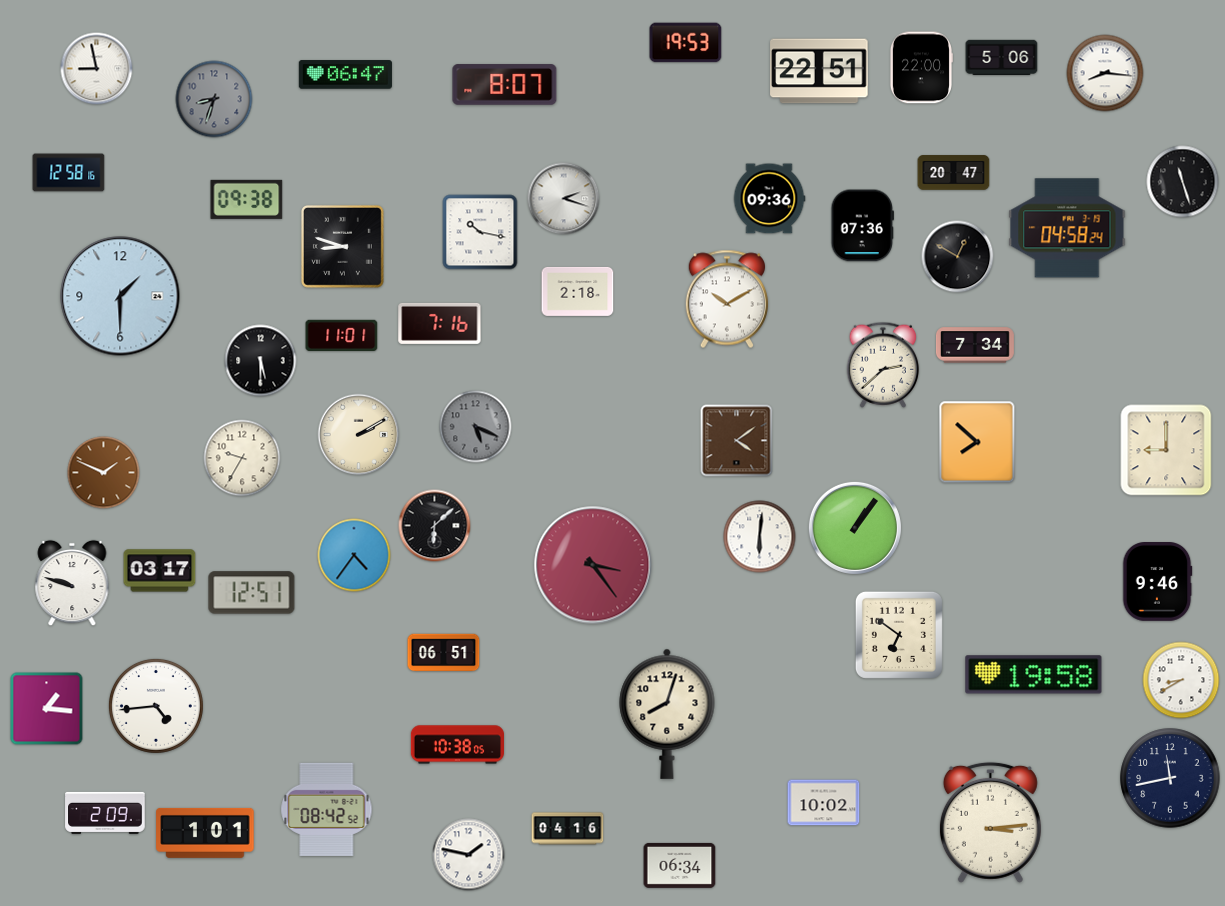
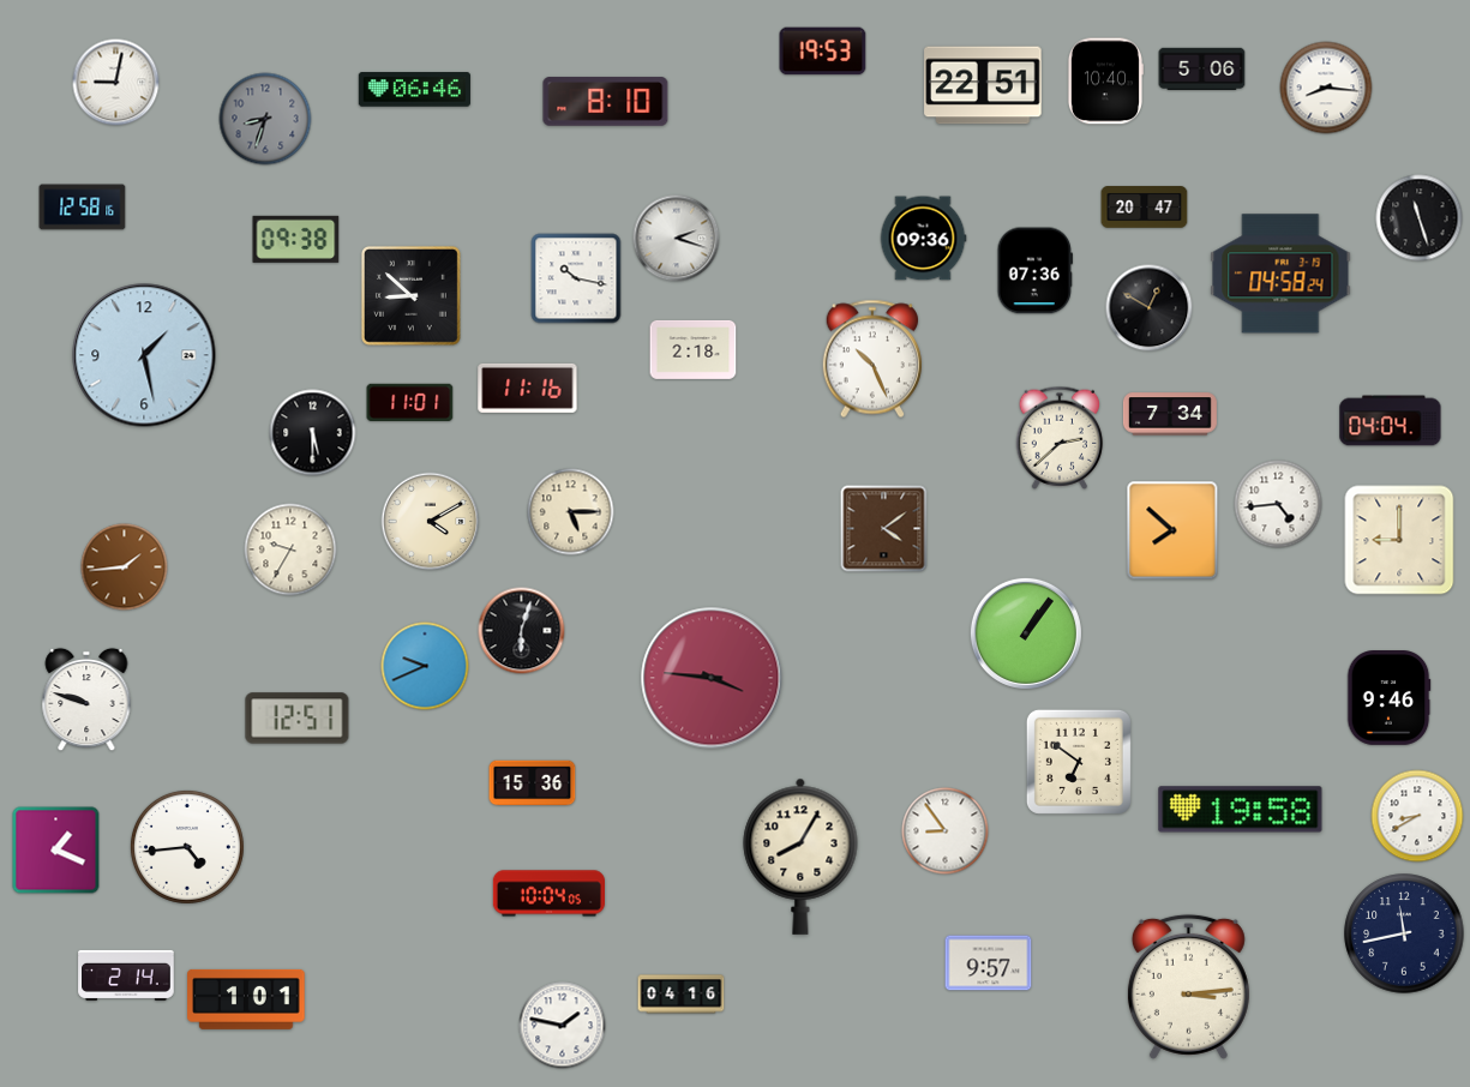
clock at (921, 68): 22:00 -> 10:40
clock at (97, 69): 8:58 -> 9:02
clock at (345, 75): 06:47 -> 06:46
clock at (505, 85): 8:07 -> 8:10
clock at (214, 99) position: (214, 99) -> (265, 119)
clock at (342, 246): 8:48 -> 8:52
clock at (120, 296): 1:30 -> 1:28
clock at (726, 299): 10:10 -> 10:26
clock at (440, 323): 7:16 -> 11:16
clock at (1391, 421): none -> 04:04
clock at (1278, 504): none -> 4:44
clock at (476, 427): 5:19 -> 5:15
clock at (476, 427) dial: grey -> cream
clock at (359, 435): 2:10 -> 4:10
clock at (104, 473): 1:49 -> 1:44
clock at (435, 526): 6:08 -> 6:03
clock at (760, 537): 6:01 -> none
clock at (354, 555): 4:36 -> 9:41
clock at (593, 565): 3:24 -> 3:46
clock at (160, 571): 03:17 -> none
clock at (252, 593) position: (252, 593) -> (298, 719)
clock at (444, 653): 06:51 -> 15:36
clock at (946, 831): none -> 8:54
clock at (47, 709): 1:16 -> 1:19
clock at (667, 714): 8:03 -> 8:05
clock at (457, 745): 10:38 -> 10:04
clock at (824, 803): 10:02 -> 9:57
clock at (327, 809): 08:42 -> none
clock at (105, 813): 2:09 -> 2:14
clock at (680, 865): 06:34 -> none
